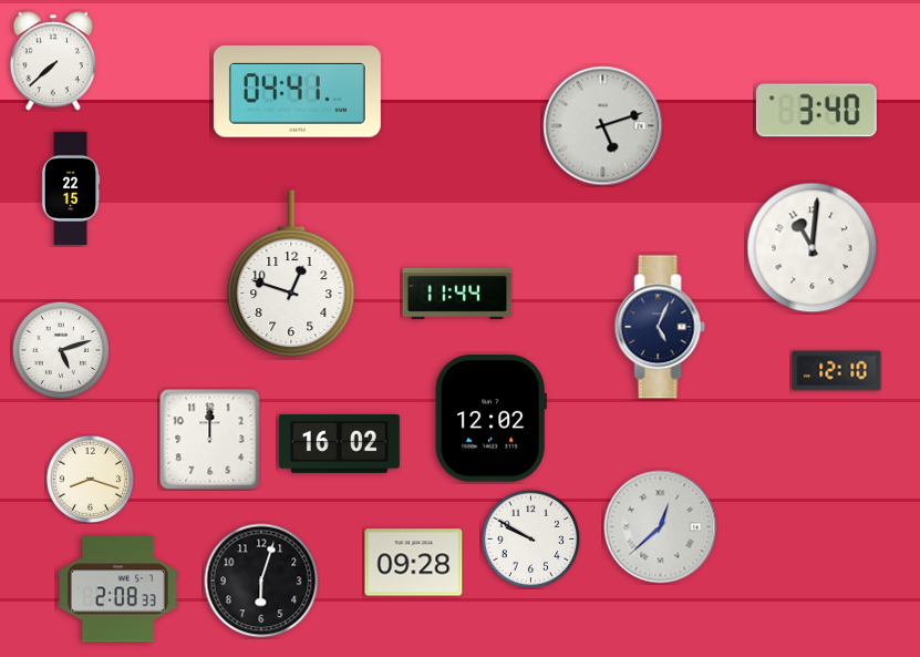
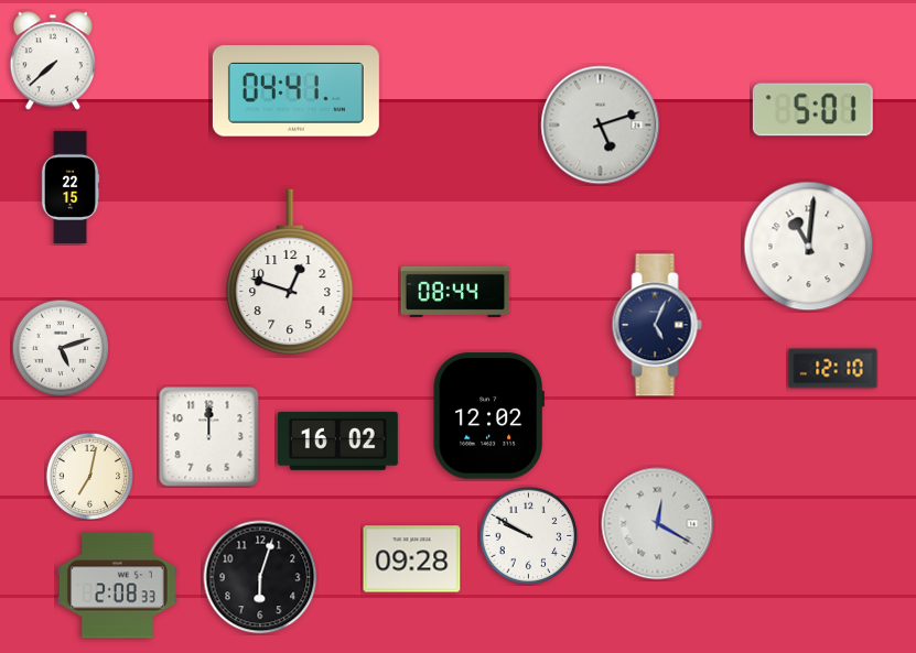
clock at (816, 111): 3:40 -> 5:01
clock at (457, 294): 11:44 -> 08:44
clock at (90, 479): 8:18 -> 7:02
clock at (661, 527): 12:38 -> 12:20
